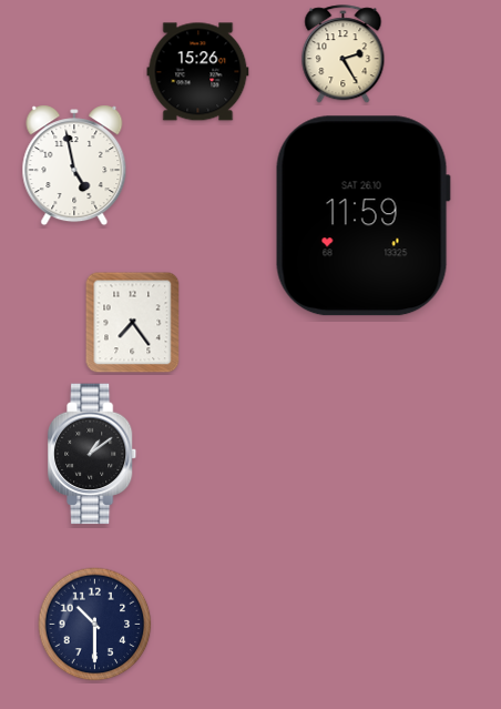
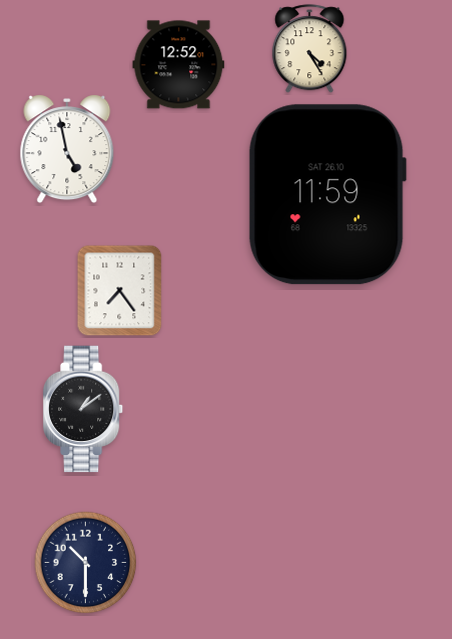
clock at (344, 54): 2:25 -> 4:25
clock at (198, 72): 15:26 -> 12:52
